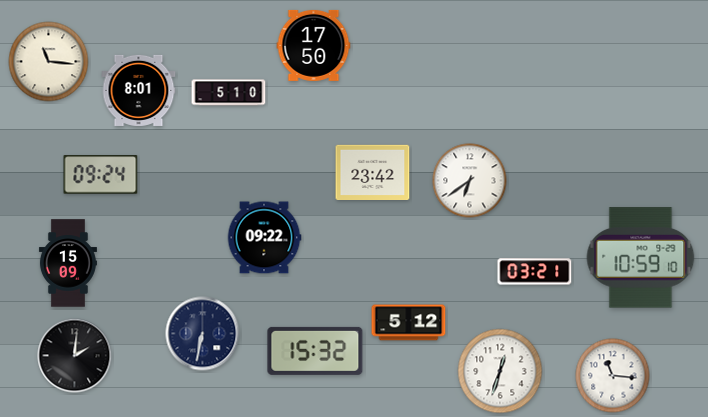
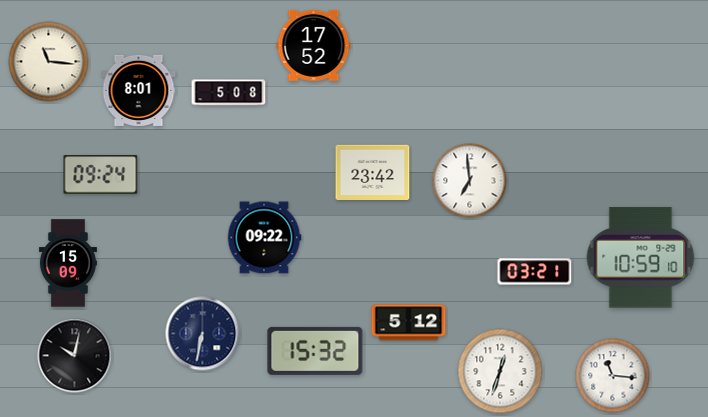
clock at (314, 45): 17:50 -> 17:52
clock at (229, 93): 5:10 -> 5:08
clock at (470, 181): 6:39 -> 6:59
clock at (75, 356): 2:01 -> 10:02
